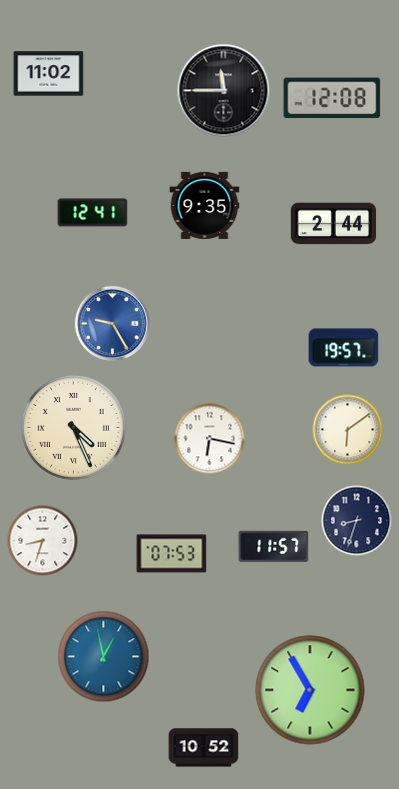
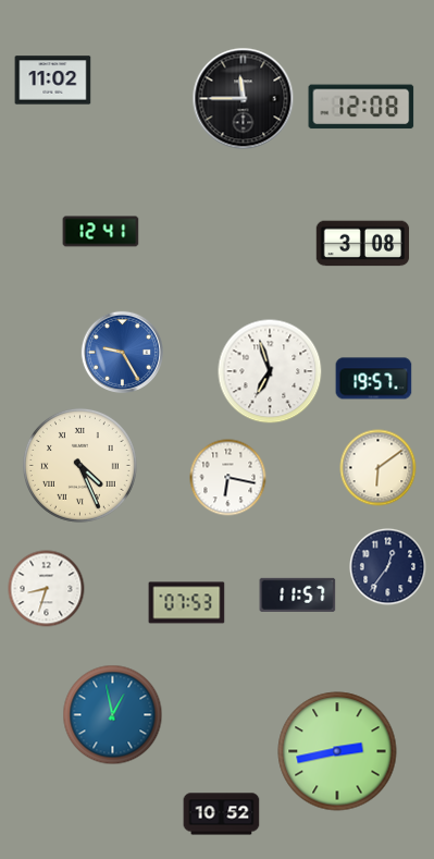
clock at (205, 205): 9:35 -> none
clock at (334, 224): 2:44 -> 3:08
clock at (270, 371): none -> 6:57
clock at (357, 521): 8:33 -> 12:36
clock at (310, 690): 6:55 -> 2:43
